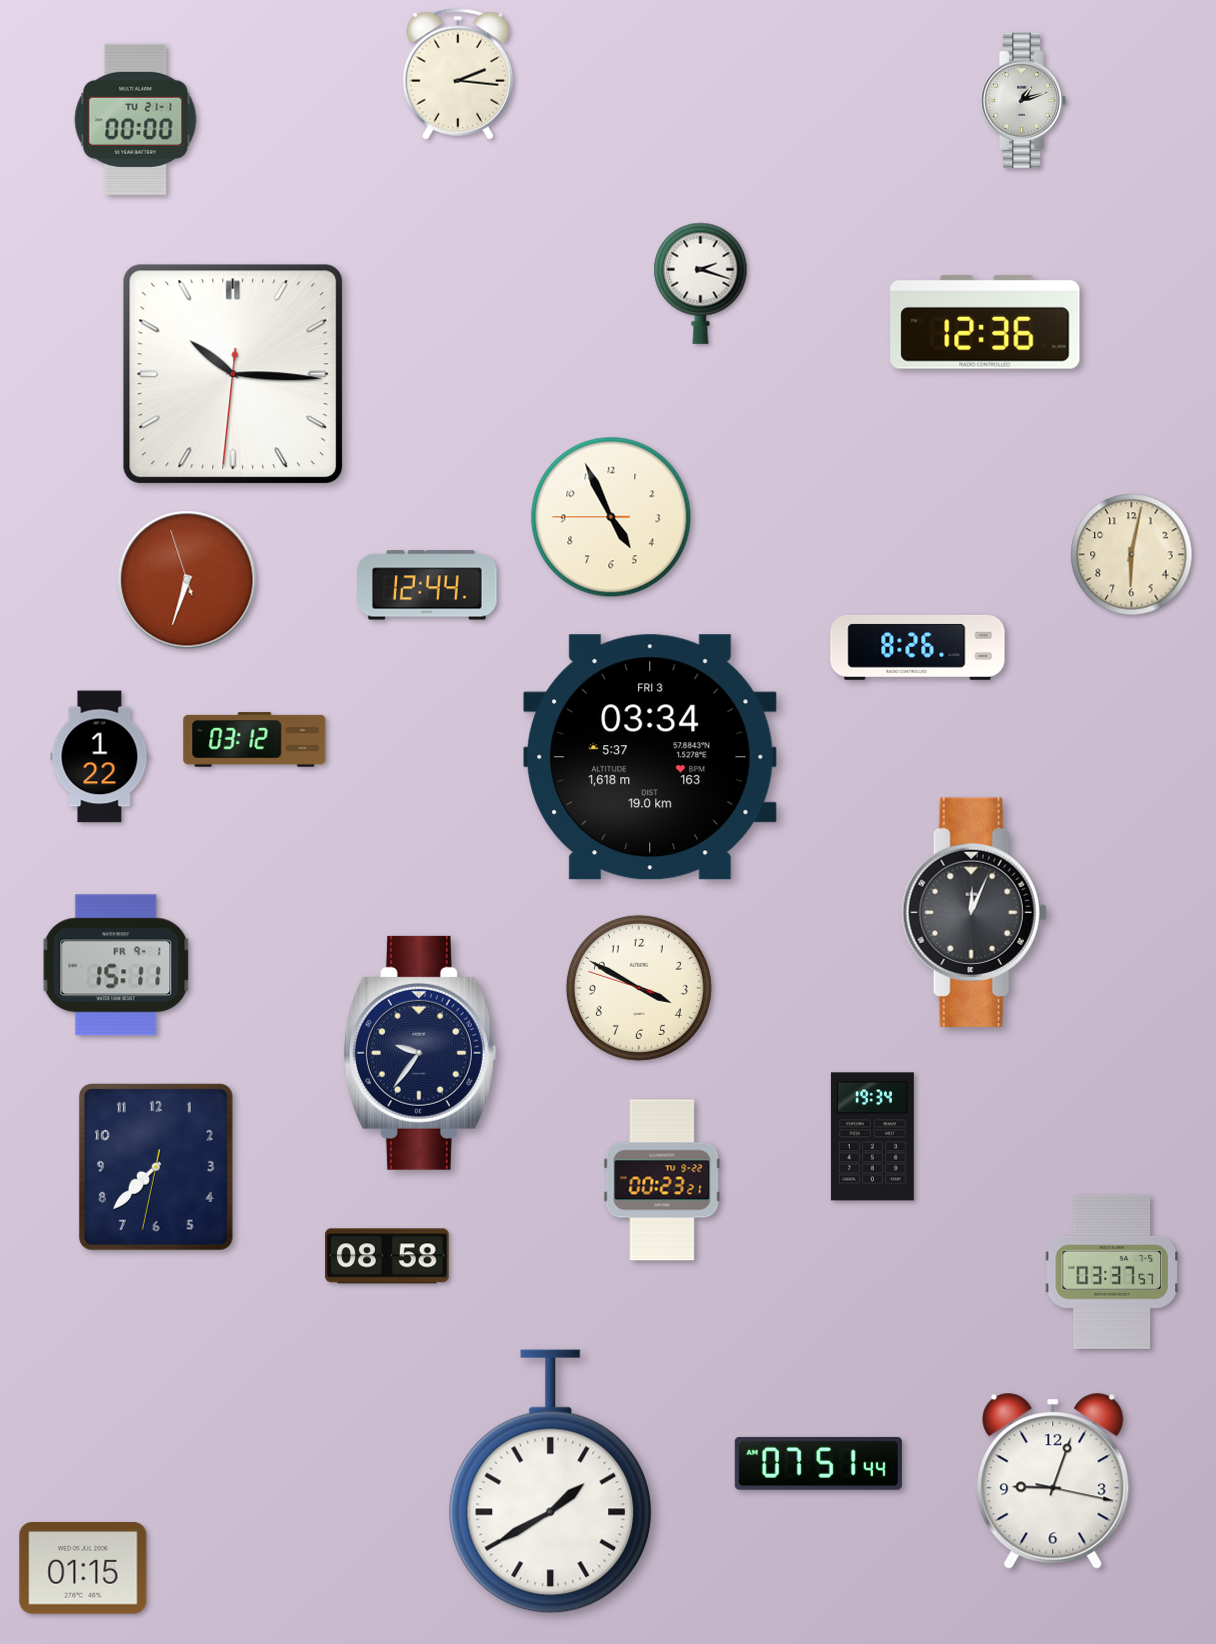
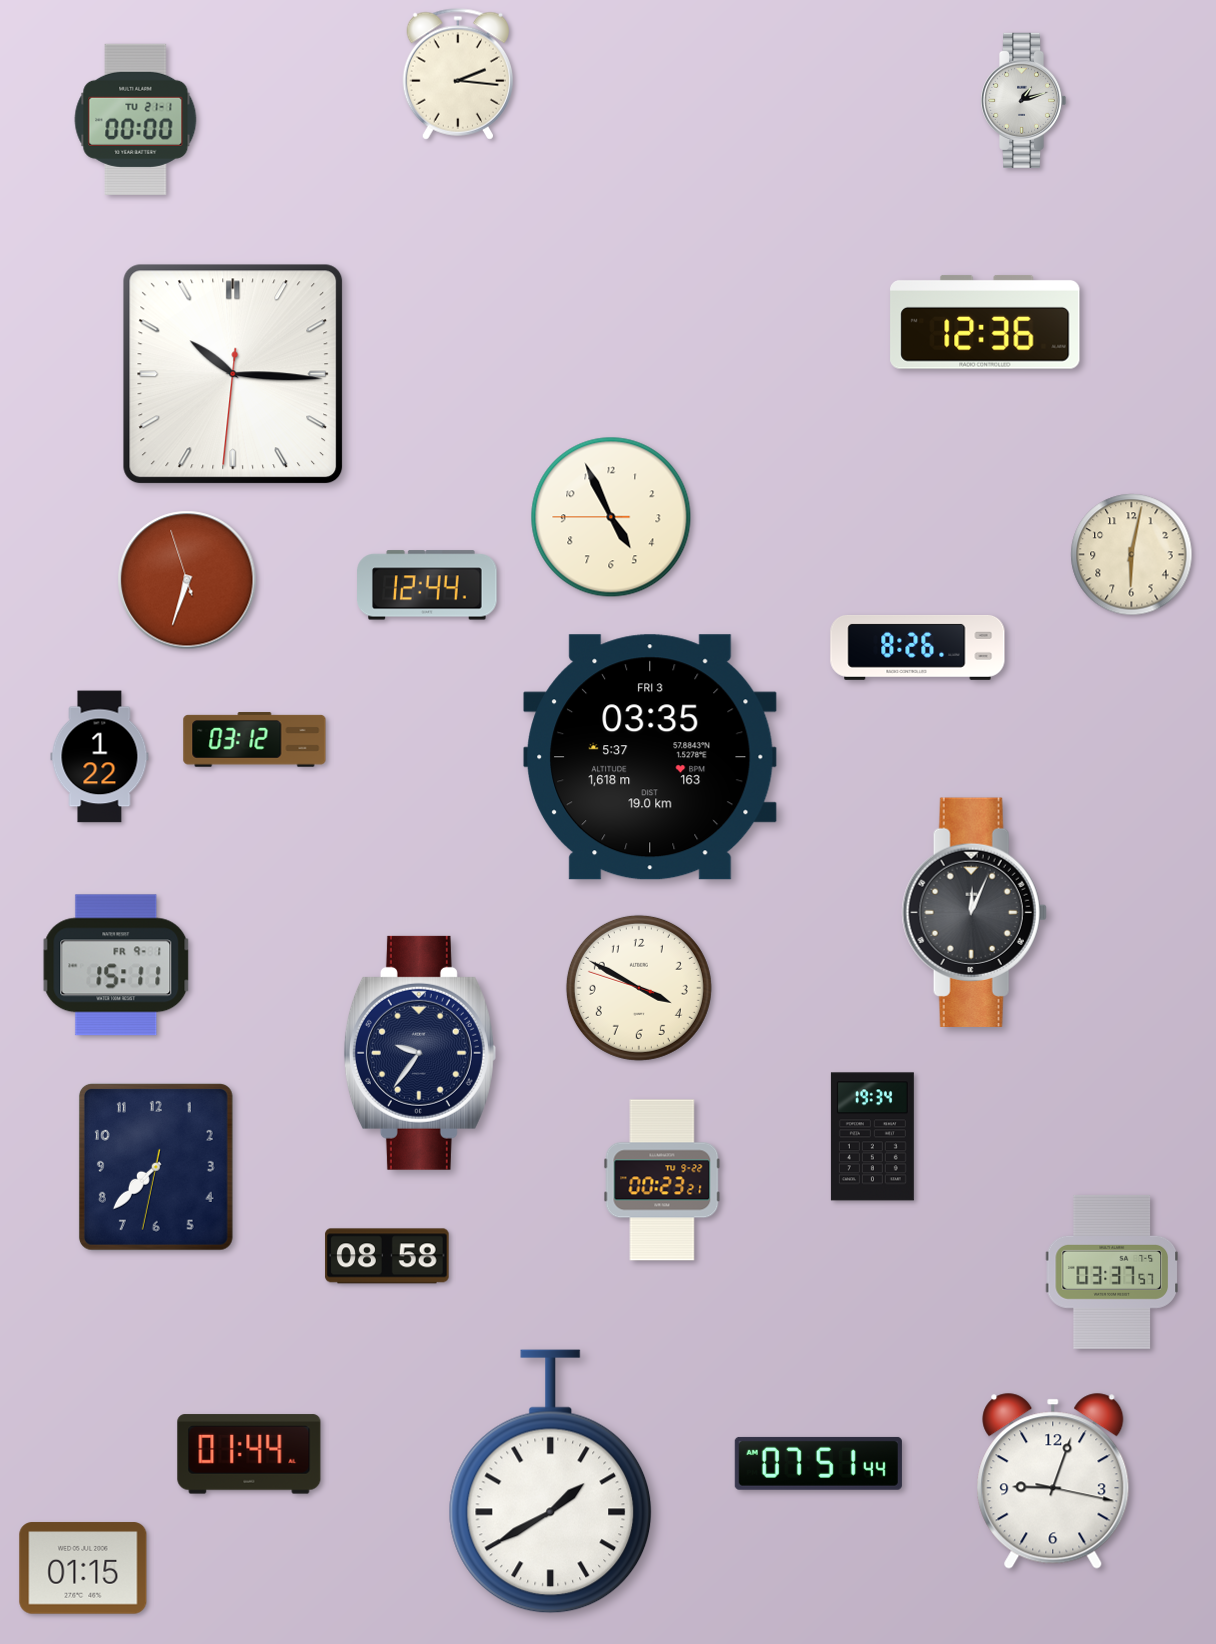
clock at (701, 283): 2:18 -> none
clock at (650, 757): 03:34 -> 03:35
clock at (249, 1454): none -> 01:44
